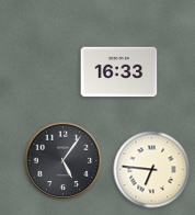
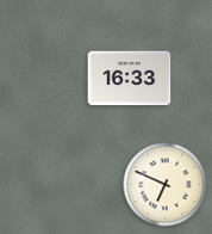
clock at (64, 161): 5:06 -> none
clock at (152, 170): 6:46 -> 6:49
